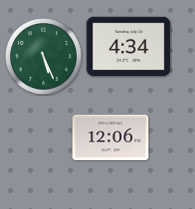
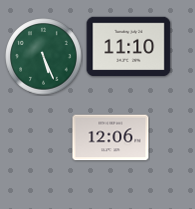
clock at (129, 47): 4:34 -> 11:10
